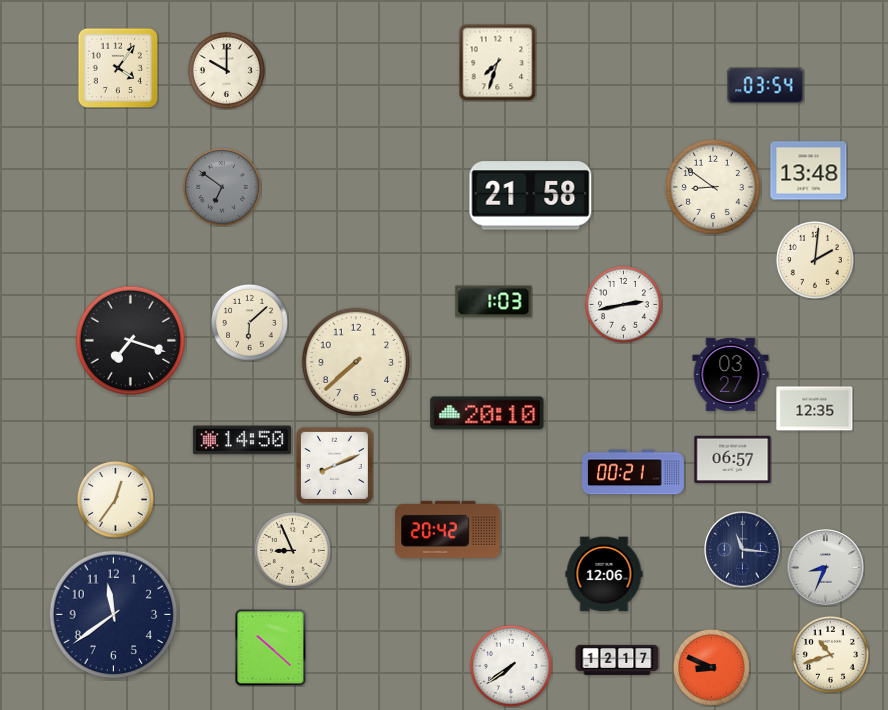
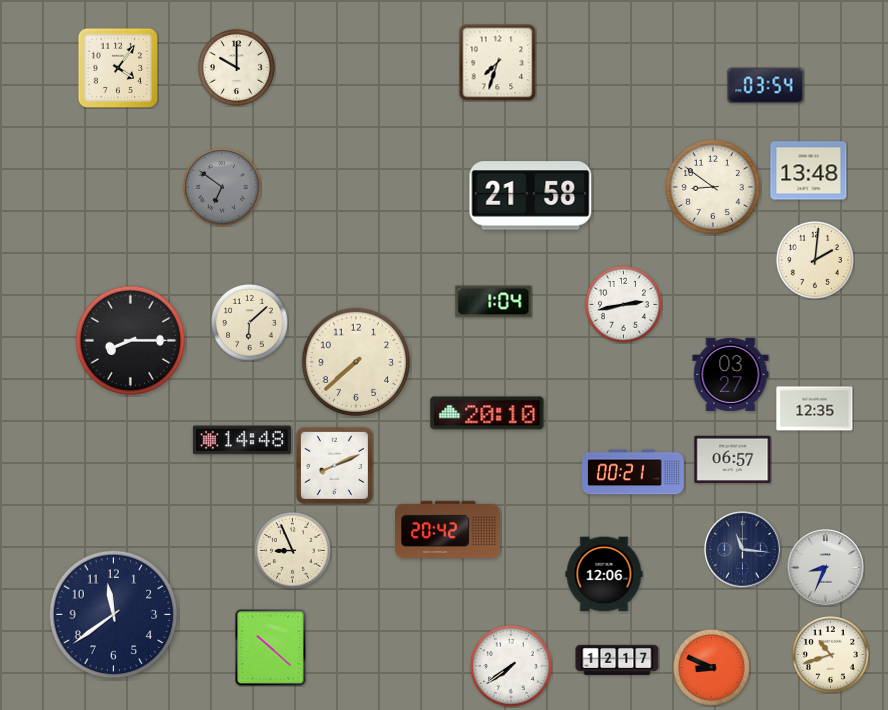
clock at (226, 70) position: (226, 70) -> (236, 67)
clock at (494, 302): 1:03 -> 1:04
clock at (130, 340): 7:18 -> 8:15
clock at (242, 440): 14:50 -> 14:48
clock at (115, 499): 12:36 -> none
